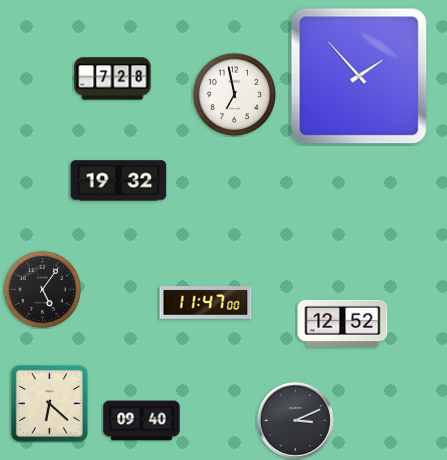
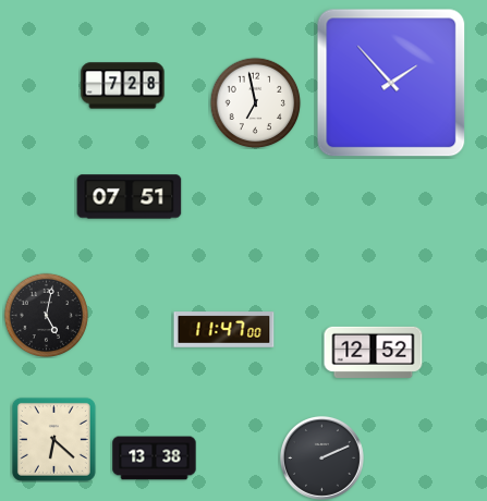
clock at (119, 181): 19:32 -> 07:51
clock at (42, 289): 5:06 -> 5:02
clock at (295, 420): 3:11 -> 2:11
clock at (142, 421): 09:40 -> 13:38
